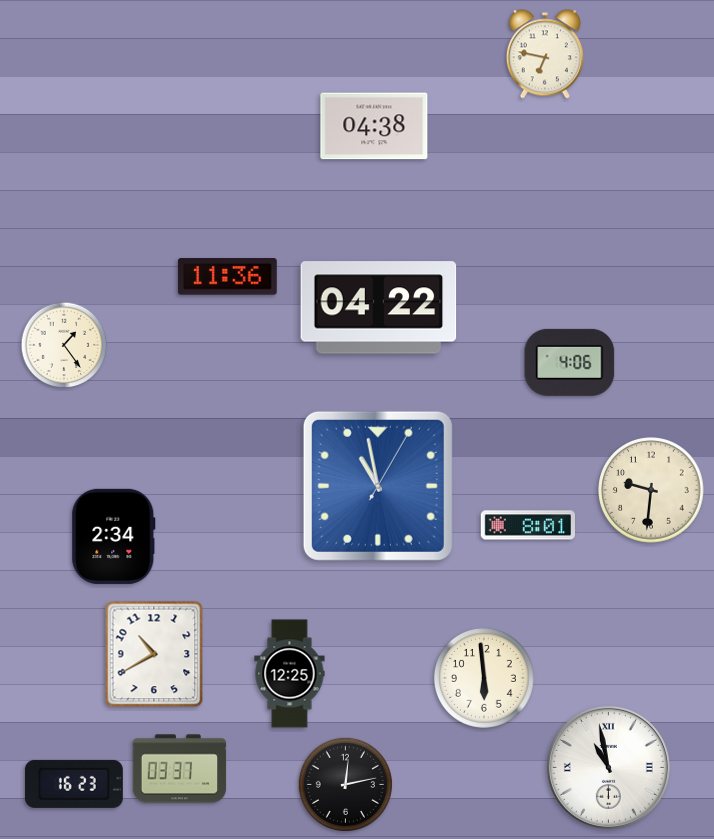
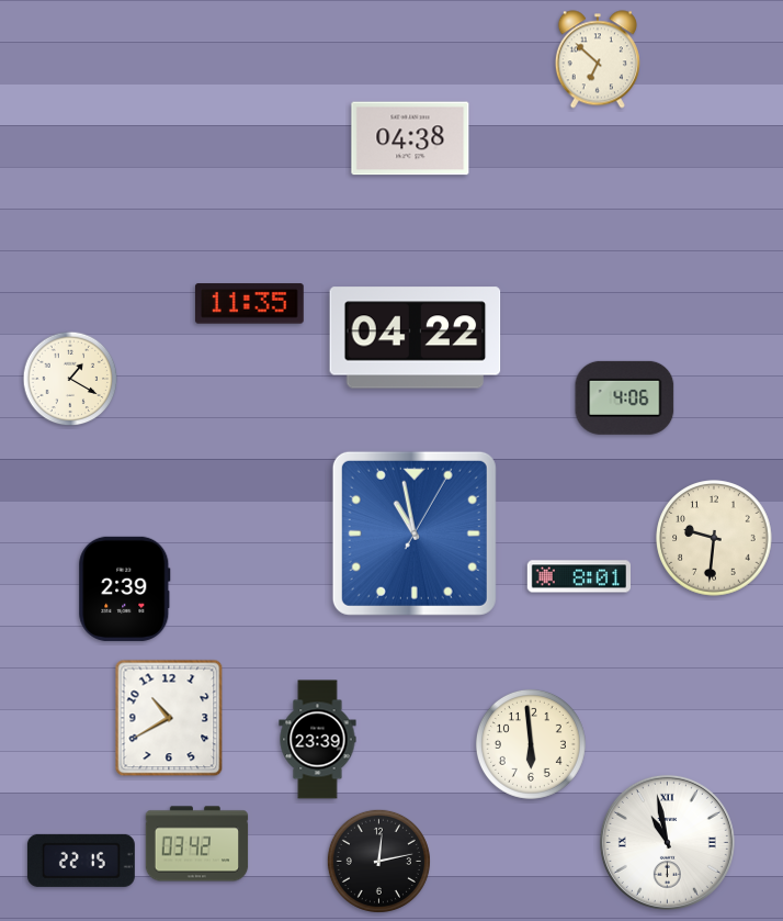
clock at (545, 54): 6:47 -> 6:52
clock at (227, 277): 11:36 -> 11:35
clock at (64, 345): 1:24 -> 1:20
clock at (114, 536): 2:34 -> 2:39
clock at (290, 674): 12:25 -> 23:39
clock at (180, 769): 03:37 -> 03:42
clock at (74, 784): 16:23 -> 22:15
